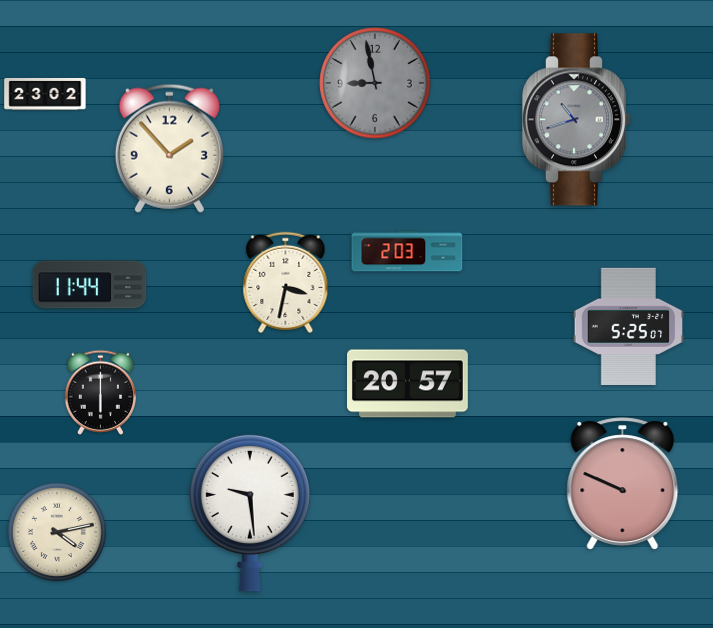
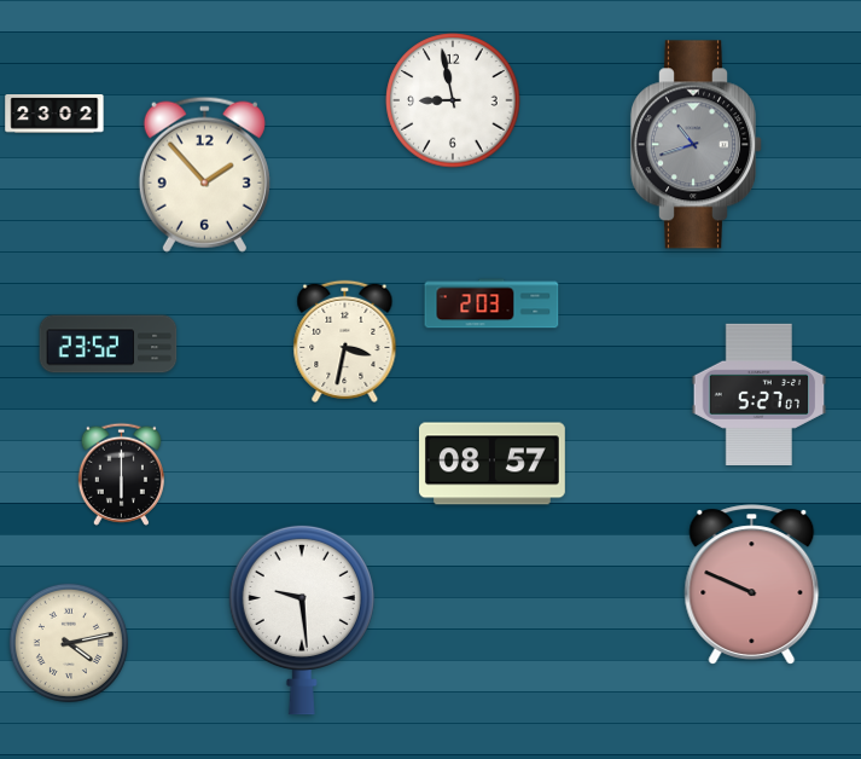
clock at (375, 83) dial: grey -> white
clock at (169, 148) position: (169, 148) -> (204, 174)
clock at (90, 285): 11:44 -> 23:52
clock at (629, 326): 5:25 -> 5:27
clock at (408, 384): 20:57 -> 08:57
